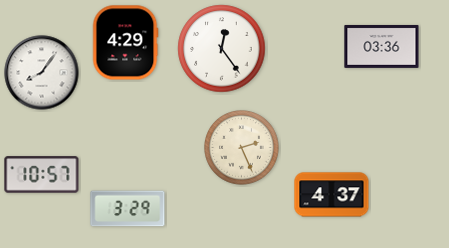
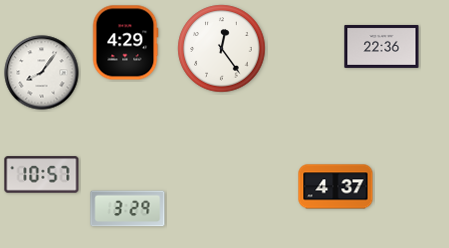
clock at (382, 46): 03:36 -> 22:36
clock at (242, 148): 2:26 -> none
clock at (332, 195) position: (332, 195) -> (336, 187)
